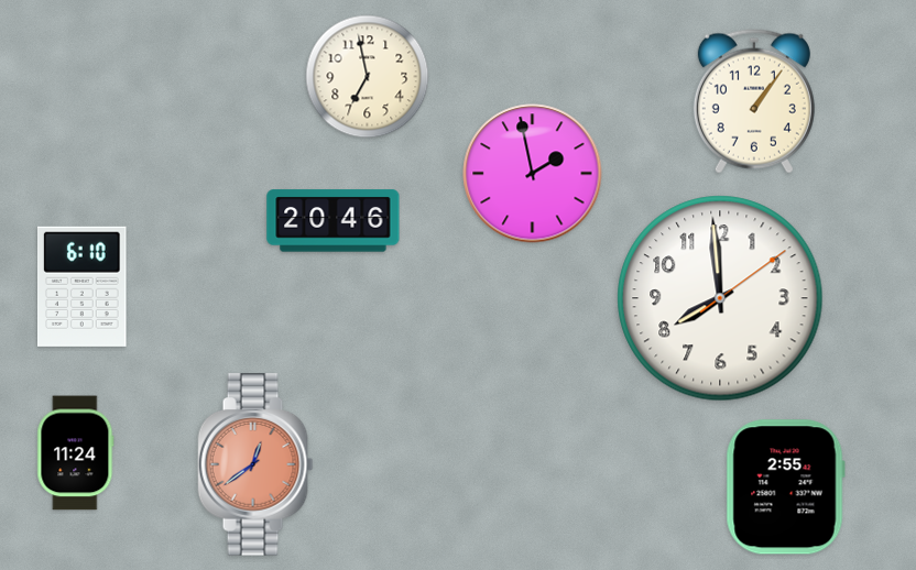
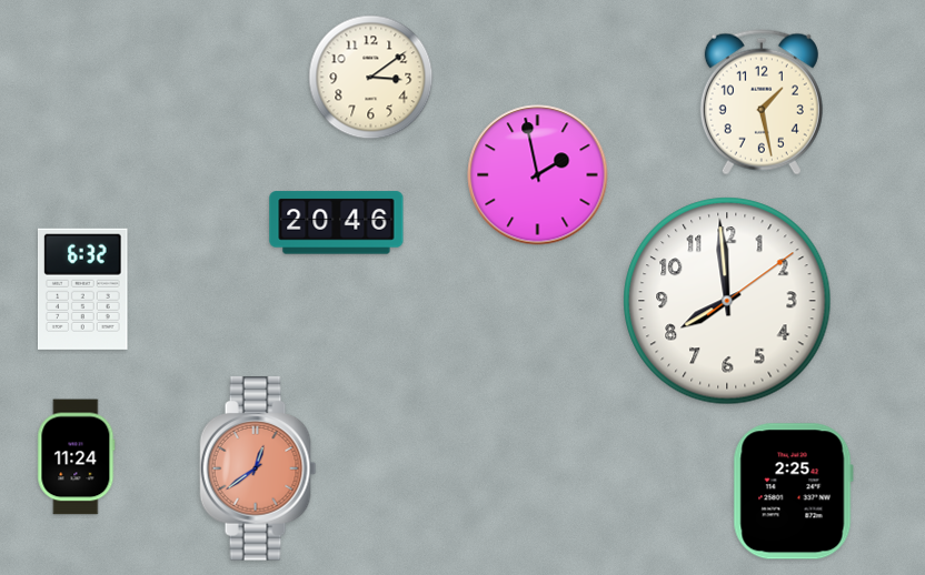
clock at (368, 77): 6:58 -> 3:09
clock at (754, 101): 1:06 -> 1:28
clock at (83, 286): 6:10 -> 6:32
clock at (785, 487): 2:55 -> 2:25
